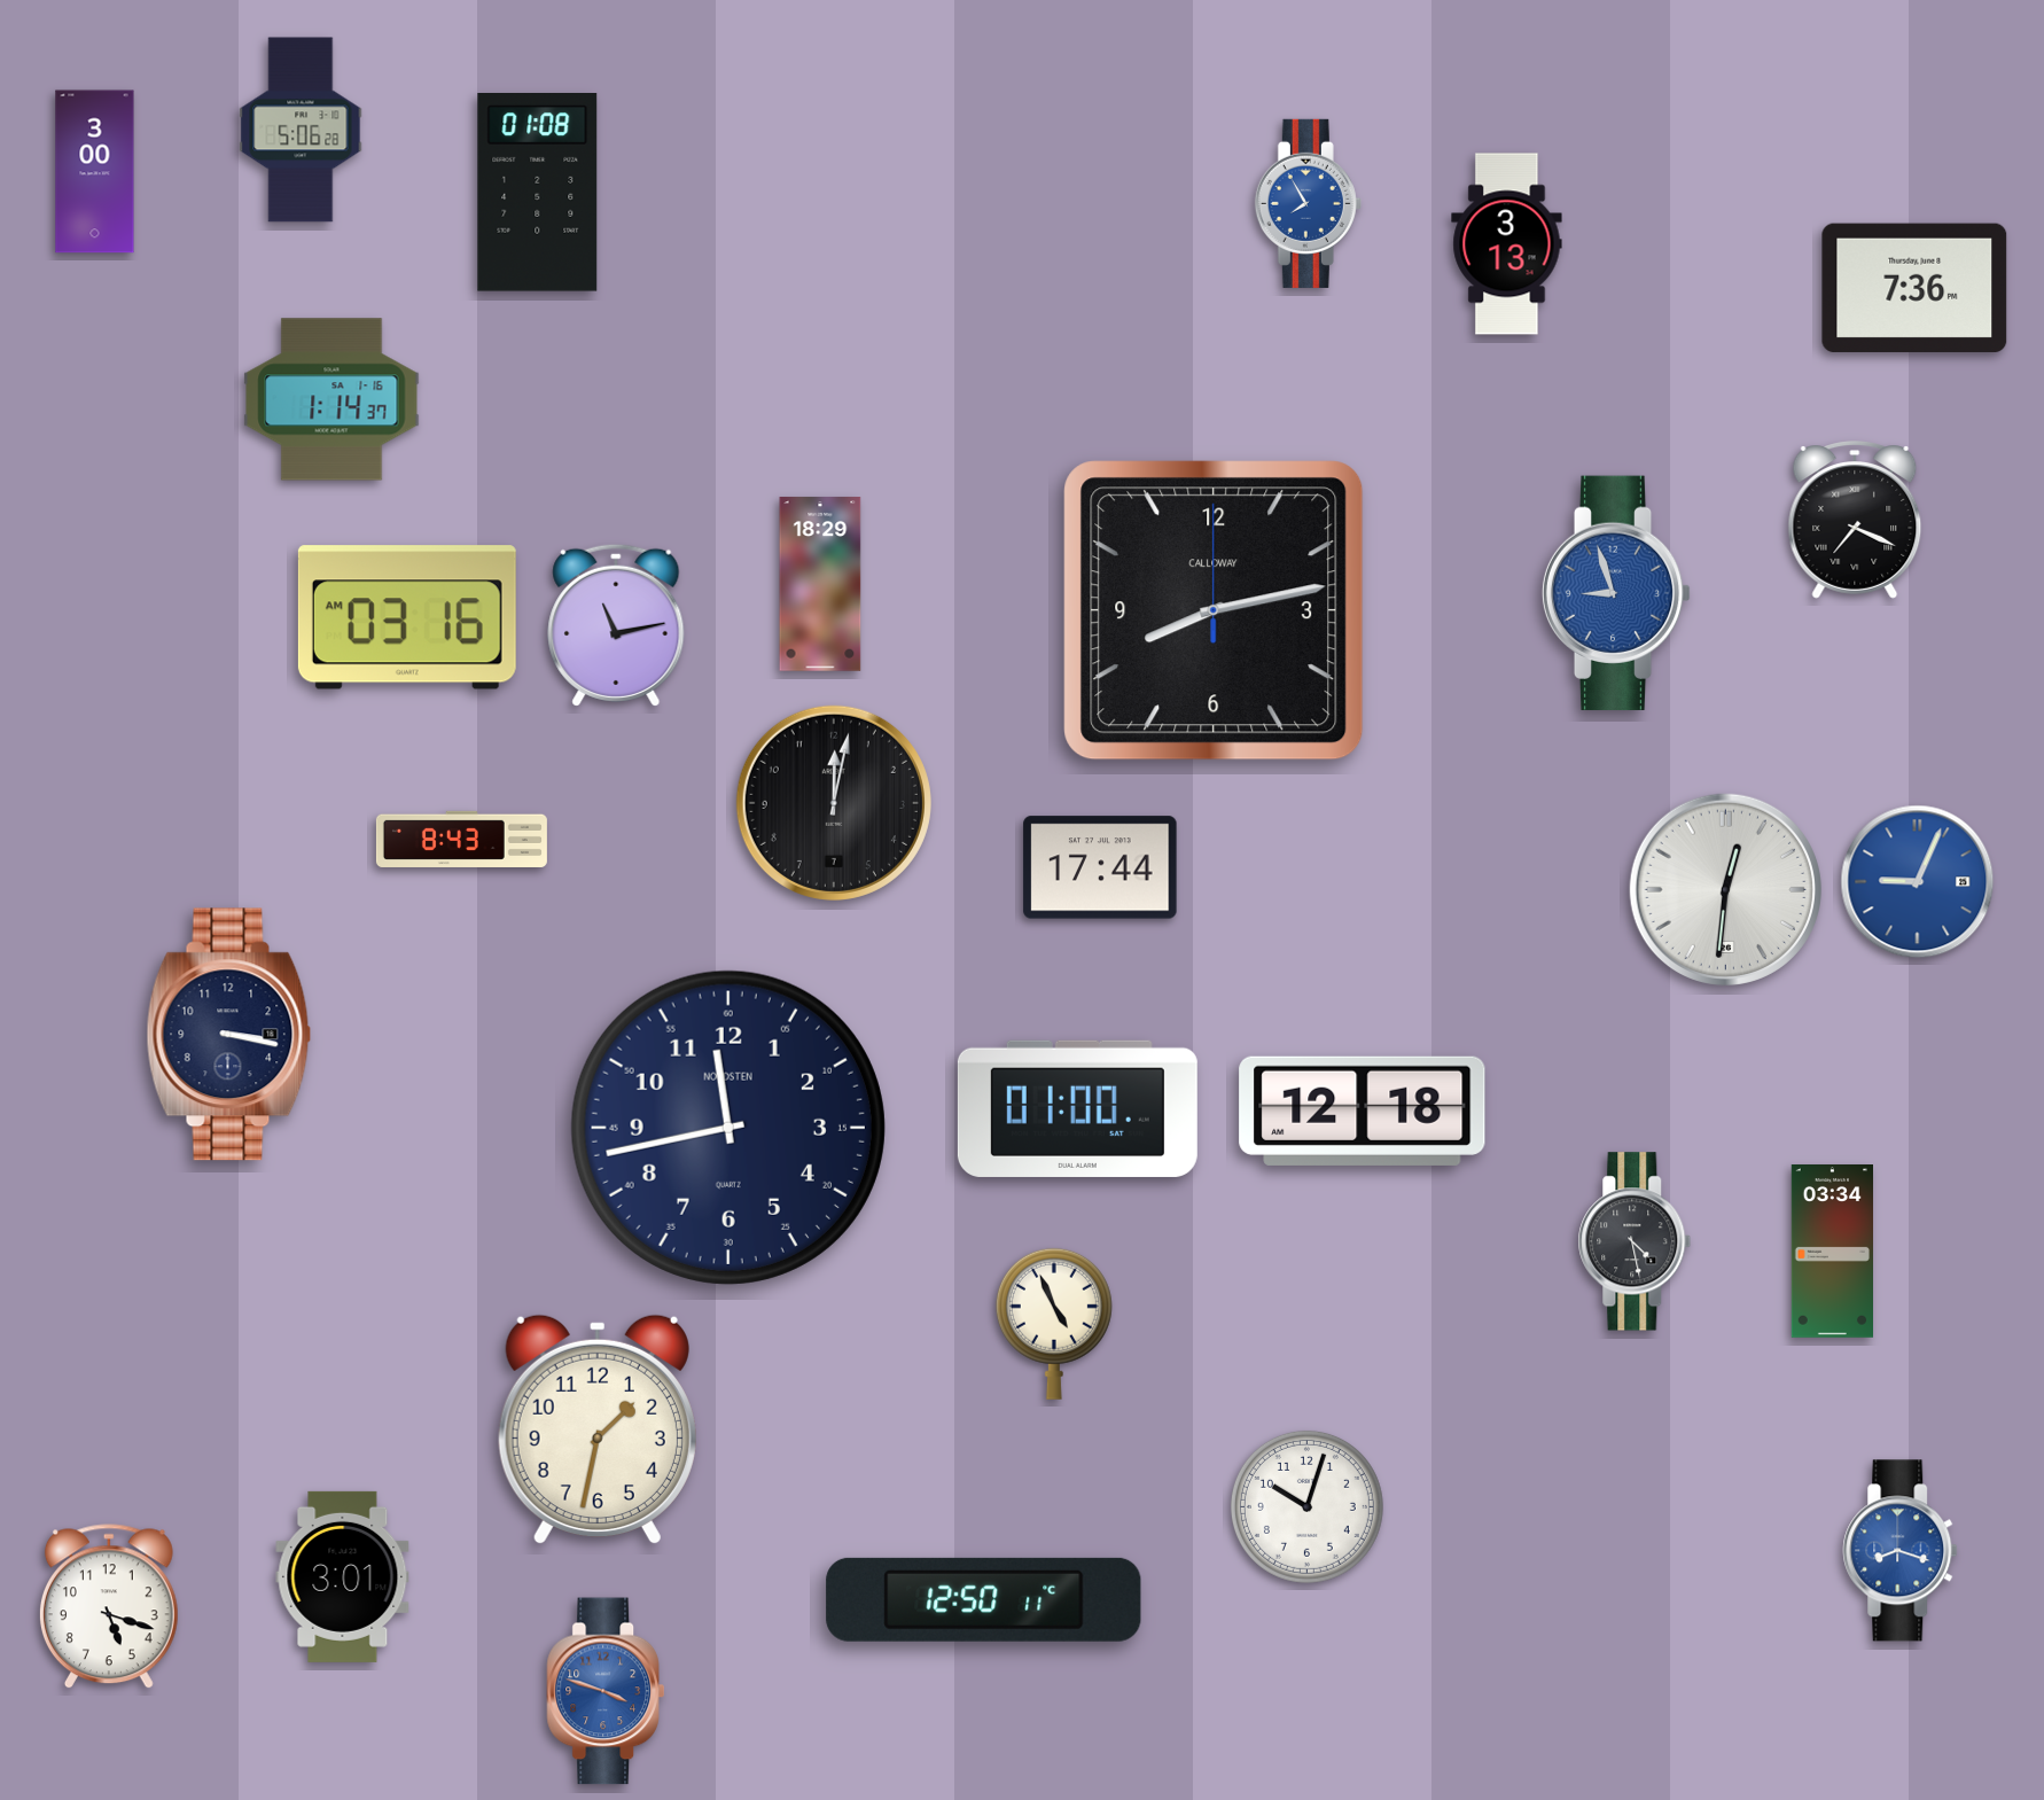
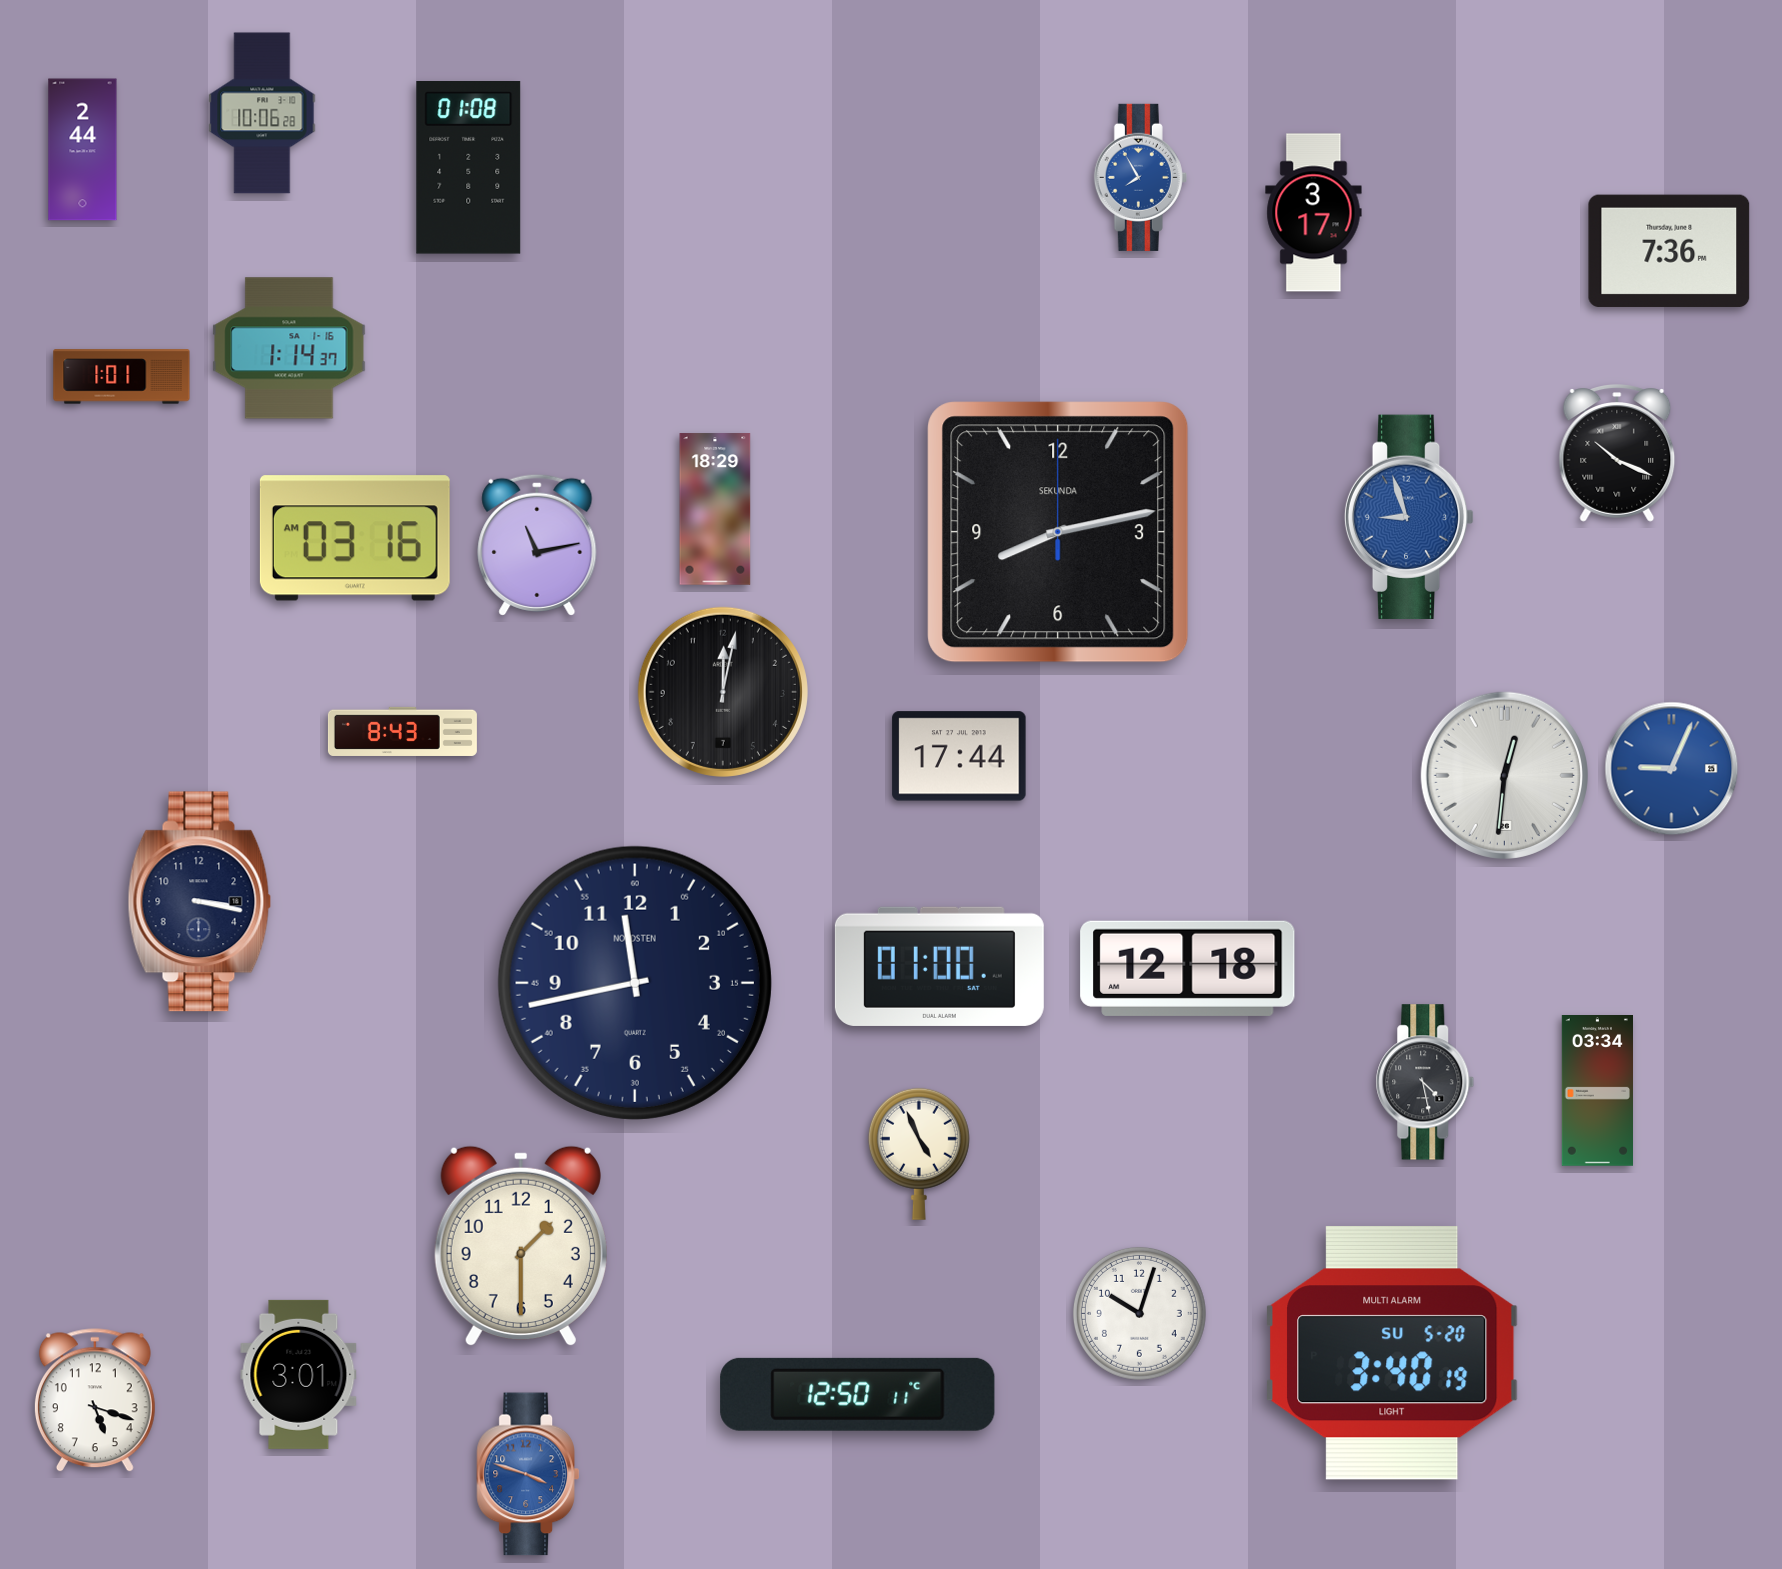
clock at (301, 130): 5:06 -> 10:06
clock at (95, 172): 3:00 -> 2:44
clock at (1507, 244): 3:13 -> 3:17
clock at (122, 377): none -> 1:01
clock at (1855, 520): 7:19 -> 10:19
clock at (1214, 610) brand: CALLOWAY -> SEKUNDA
clock at (834, 803) position: (834, 803) -> (723, 692)
clock at (598, 1429): 1:32 -> 1:30
clock at (1901, 1551): 8:18 -> none
clock at (1392, 1353): none -> 3:40
